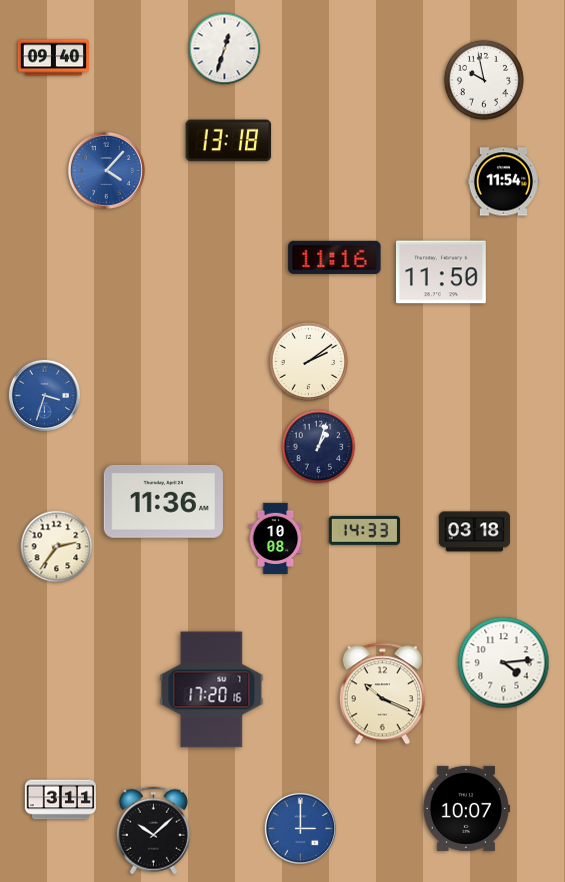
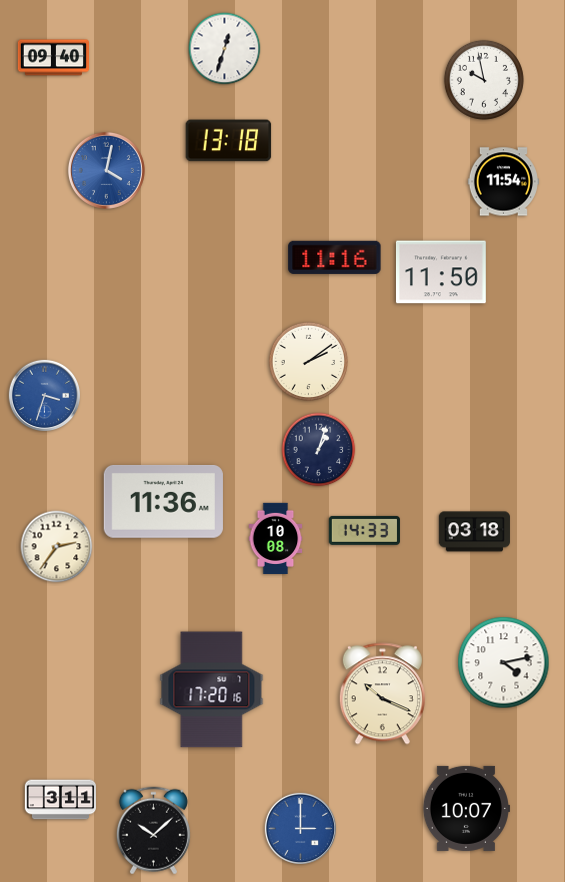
clock at (106, 170): 4:07 -> 4:02
clock at (319, 447) position: (319, 447) -> (319, 450)
clock at (504, 663): 4:14 -> 4:13
